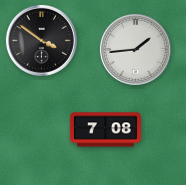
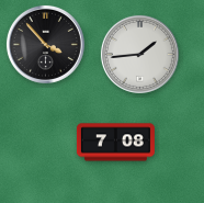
clock at (41, 40): 3:51 -> 3:53
clock at (135, 49) position: (135, 49) -> (139, 54)
